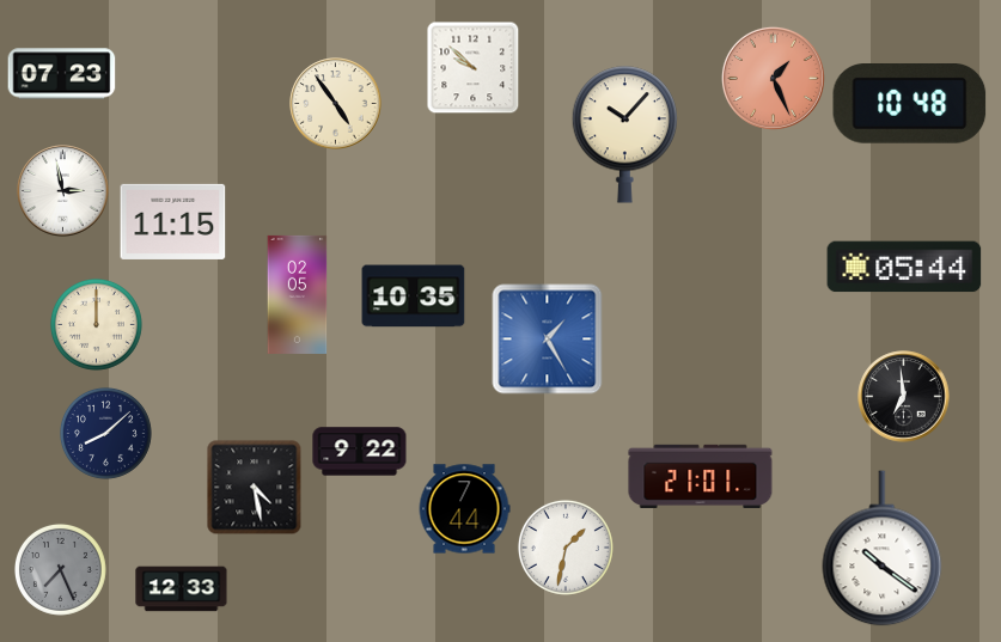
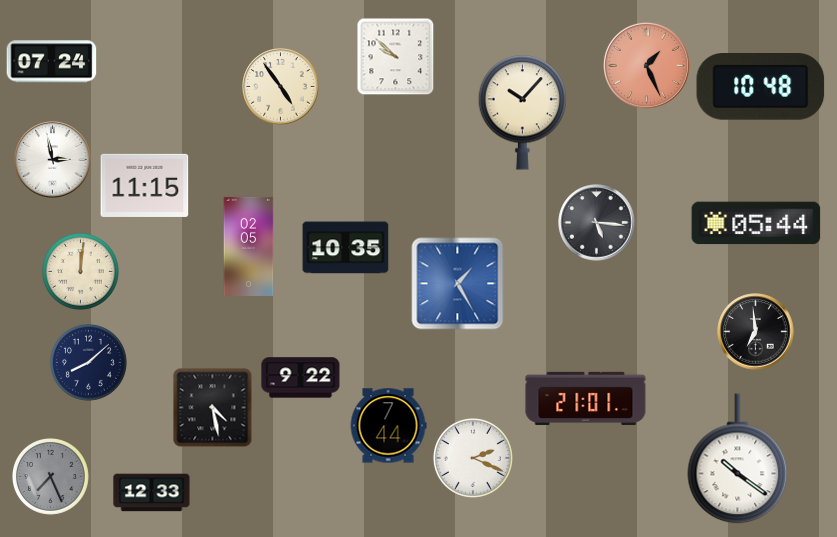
clock at (62, 74): 07:23 -> 07:24
clock at (597, 223): none -> 5:16
clock at (96, 324): 12:00 -> 12:01
clock at (566, 548): 1:32 -> 2:19
